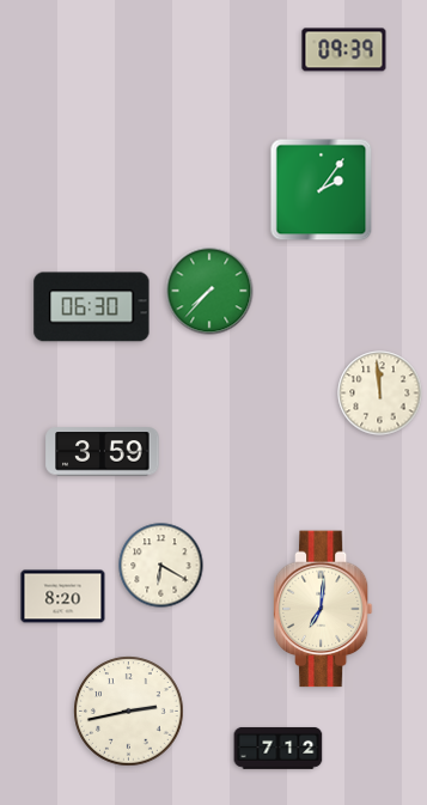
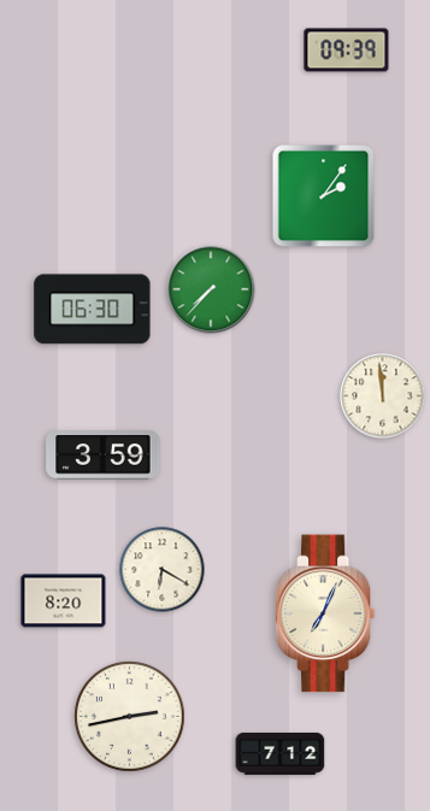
clock at (322, 190) position: (322, 190) -> (324, 196)
clock at (209, 291) position: (209, 291) -> (211, 289)
clock at (323, 609): 7:01 -> 7:04
